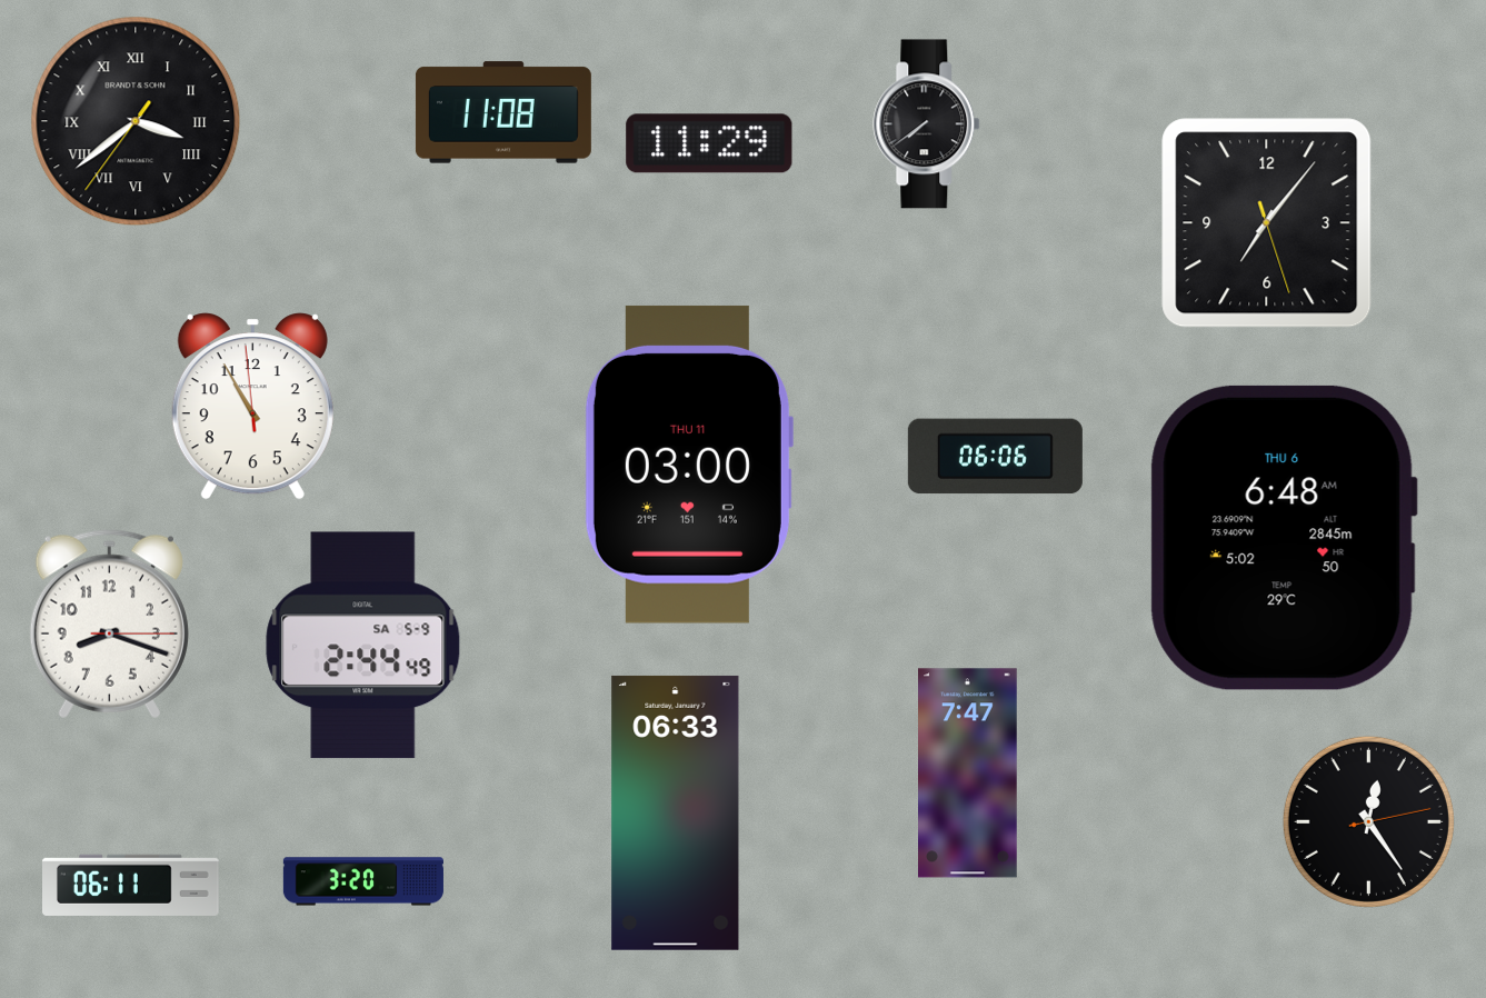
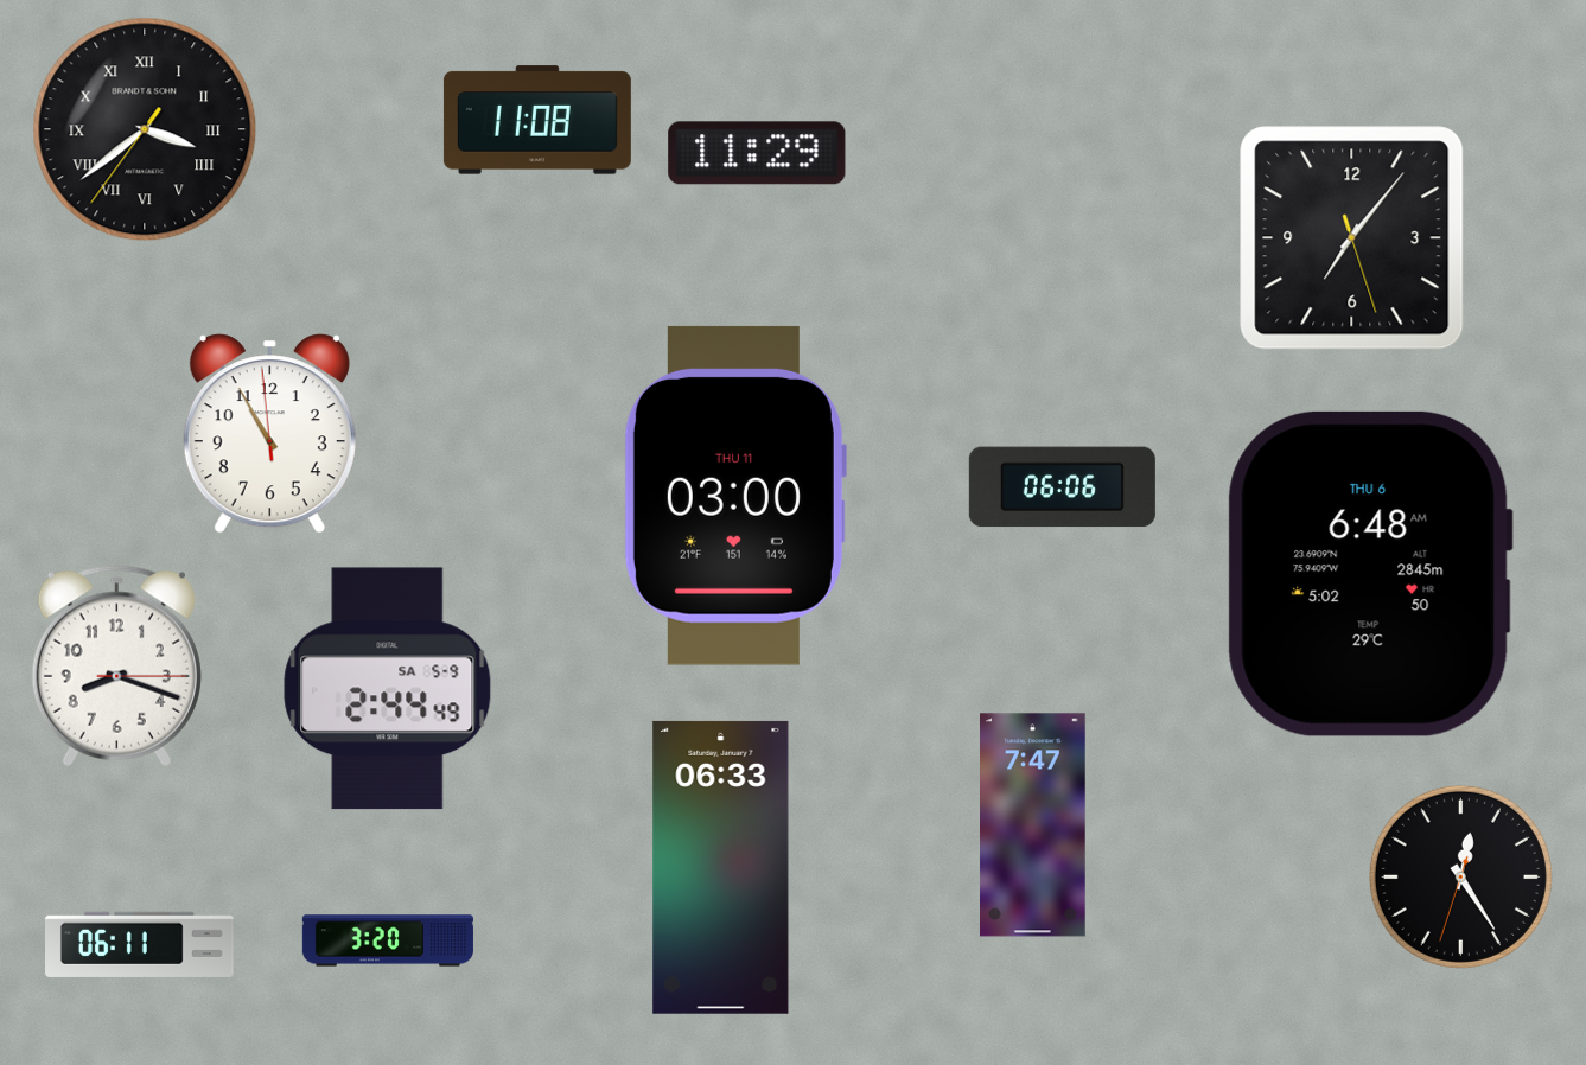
clock at (927, 124): 7:39 -> none
clock at (1368, 821): 12:24:13 -> 12:24:33
